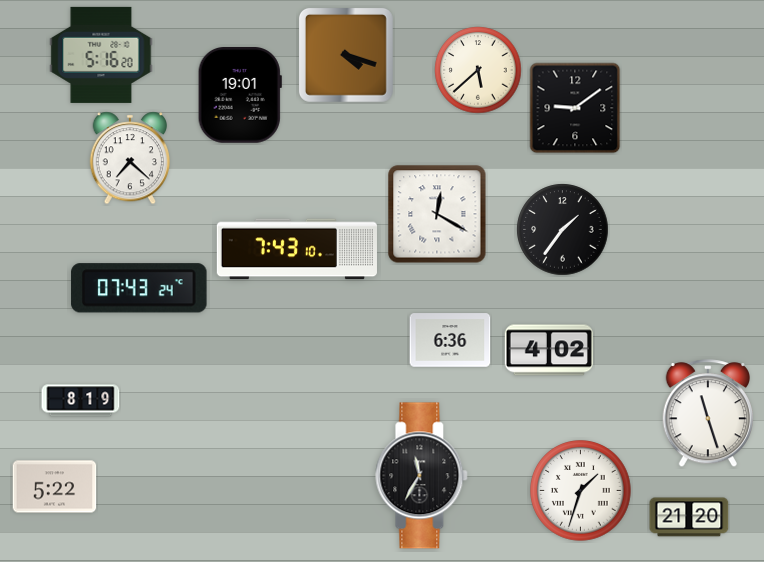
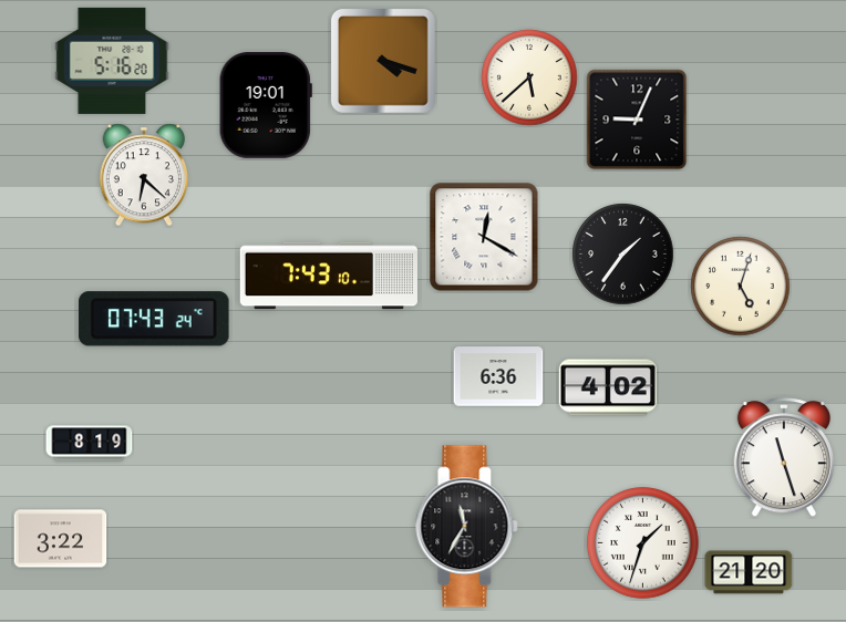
clock at (575, 108): 9:09 -> 9:04
clock at (129, 158): 7:22 -> 6:22
clock at (741, 287): none -> 5:03
clock at (55, 487): 5:22 -> 3:22
clock at (689, 517) position: (689, 517) -> (749, 572)
